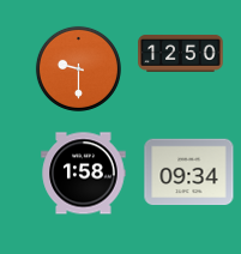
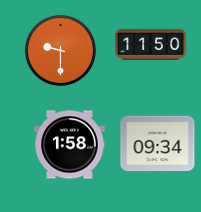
clock at (181, 54): 12:50 -> 11:50
clock at (78, 68) position: (78, 68) -> (60, 50)
